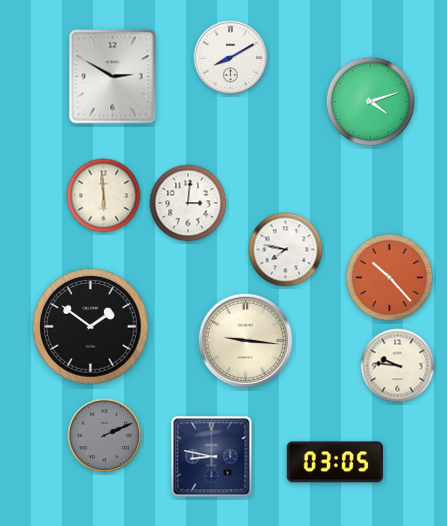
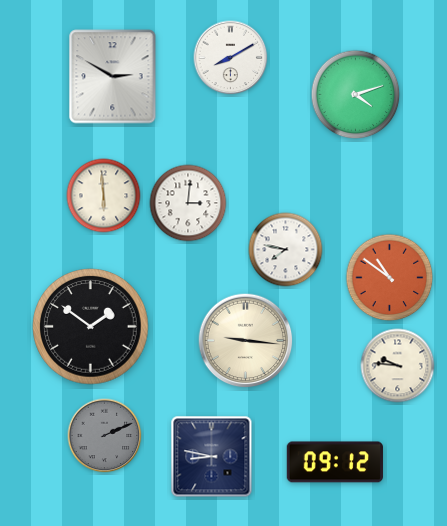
clock at (371, 102) position: (371, 102) -> (356, 95)
clock at (390, 278): 10:23 -> 10:51
clock at (335, 462): 03:05 -> 09:12
